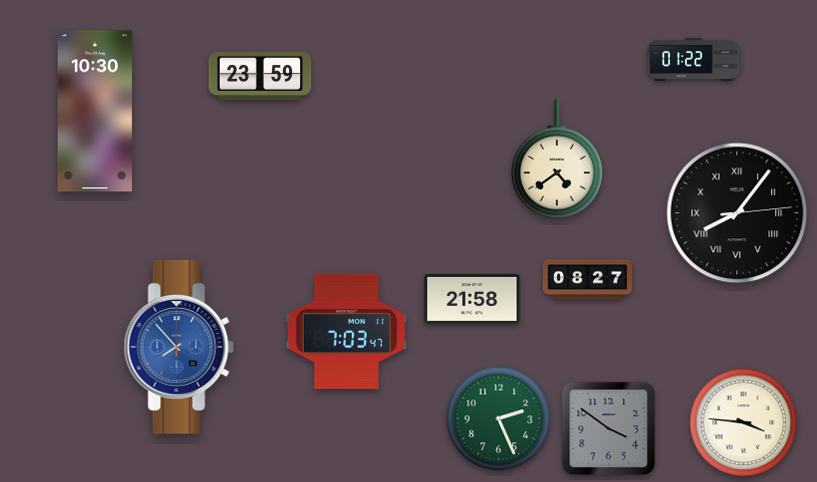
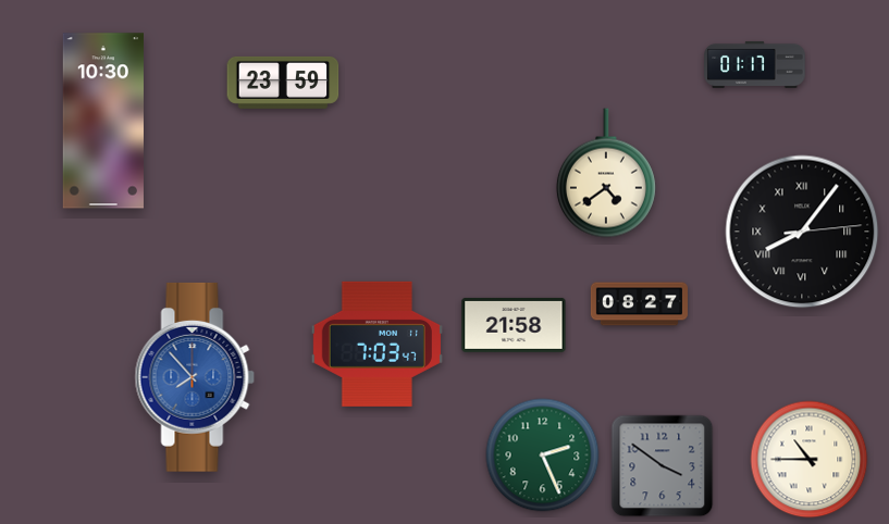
clock at (694, 59): 01:22 -> 01:17
clock at (346, 331) position: (346, 331) -> (376, 344)
clock at (744, 423): 3:46 -> 10:45
